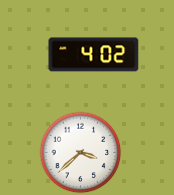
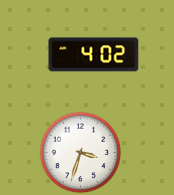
clock at (81, 153): 3:38 -> 3:33
